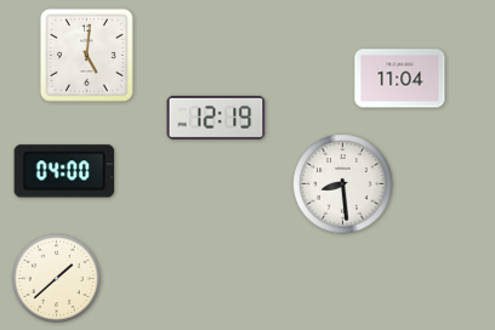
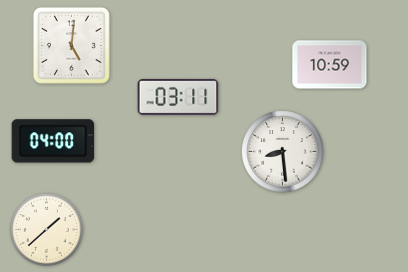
clock at (400, 79): 11:04 -> 10:59
clock at (216, 118): 12:19 -> 03:11
